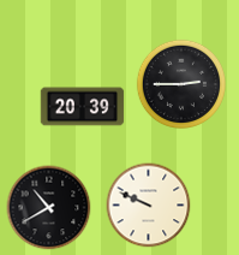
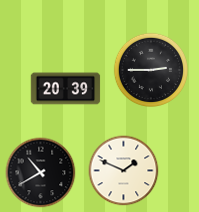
clock at (83, 107) position: (83, 107) -> (66, 89)
clock at (149, 206): 9:49 -> 1:49
